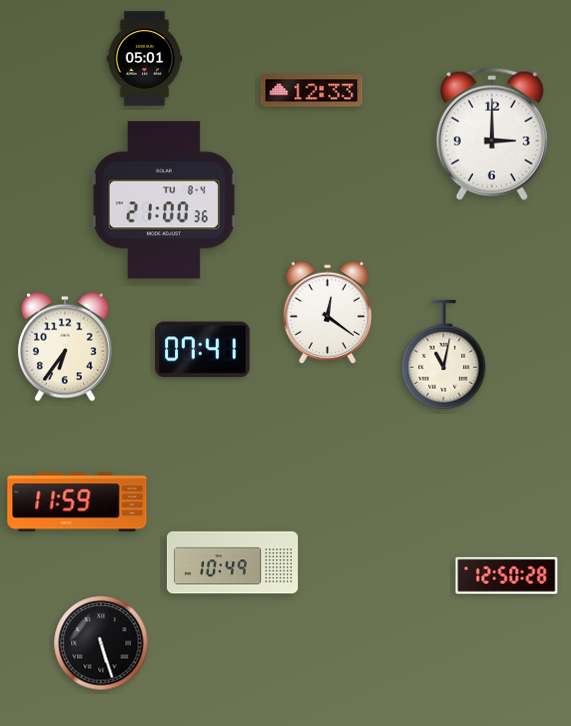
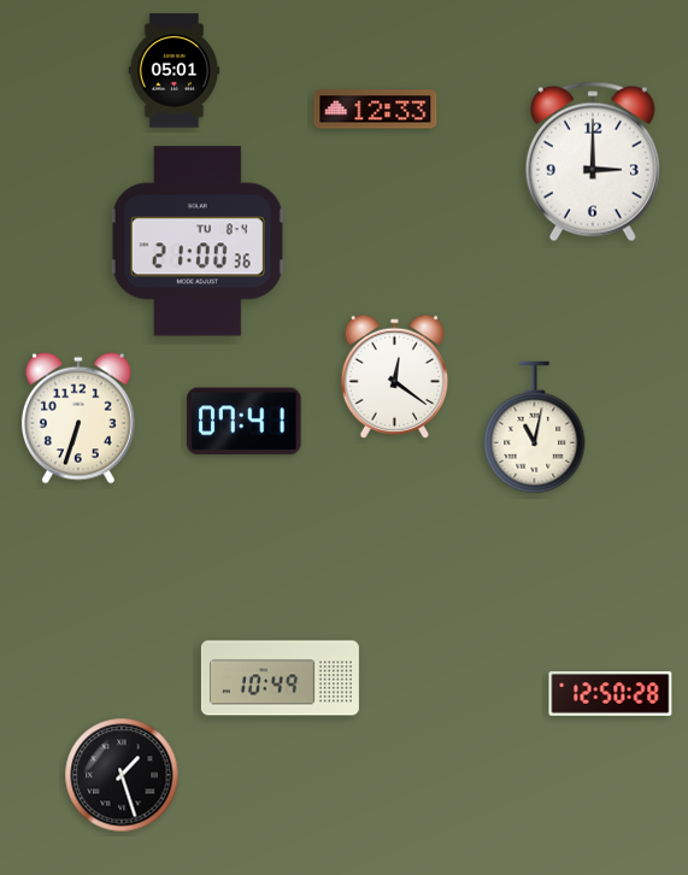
clock at (65, 347): 6:36 -> 6:33
clock at (77, 502): 11:59 -> none
clock at (101, 643): 5:27 -> 1:27
